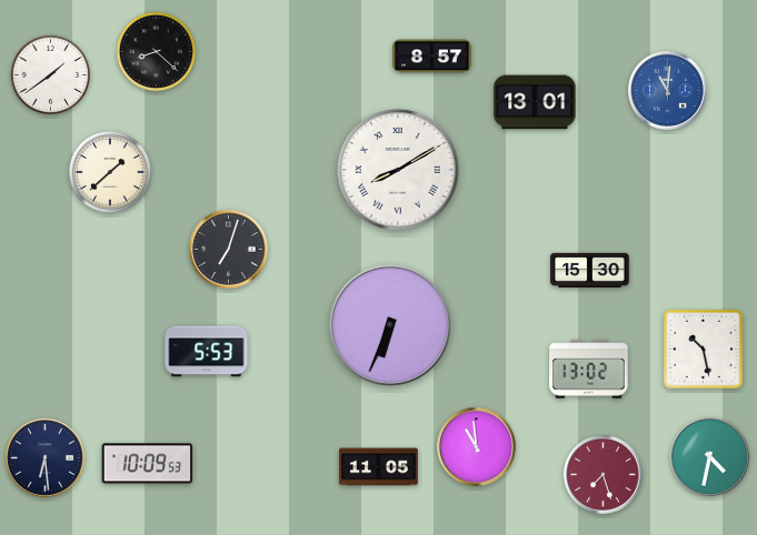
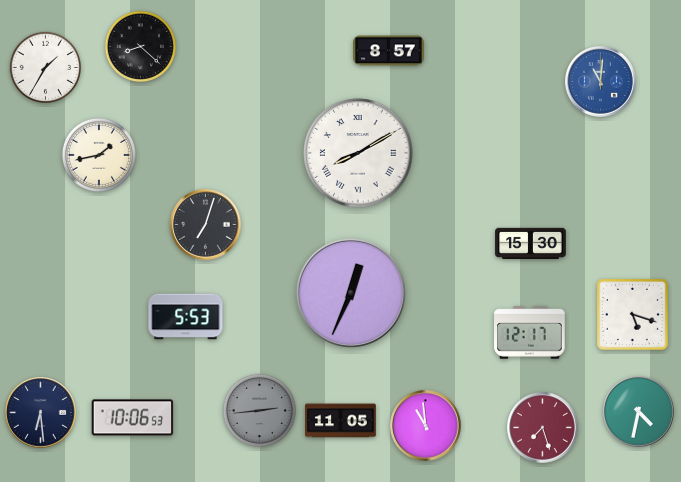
clock at (50, 74): 1:39 -> 1:35
clock at (535, 102): 13:01 -> none
clock at (110, 172): 1:38 -> 1:43
clock at (390, 325): 6:34 -> 12:34
clock at (703, 349): 10:28 -> 5:18
clock at (589, 370): 13:02 -> 12:17
clock at (477, 447) position: (477, 447) -> (426, 426)
clock at (259, 410): none -> 2:44
clock at (148, 464): 10:09 -> 10:06
